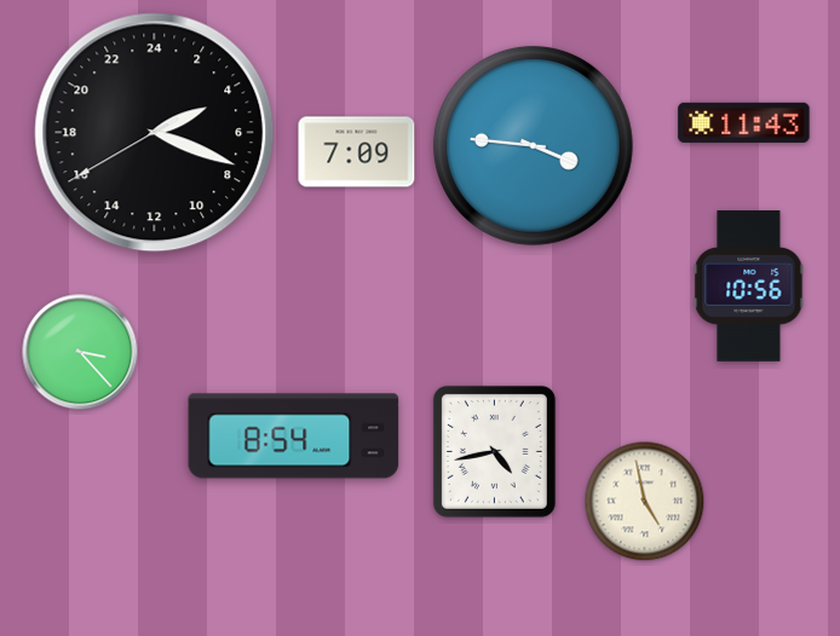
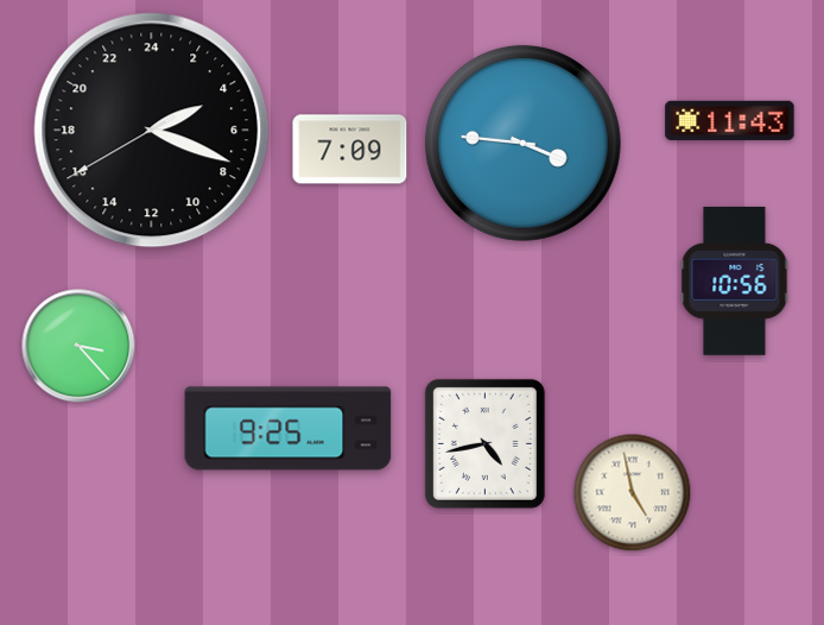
clock at (294, 436): 8:54 -> 9:25
